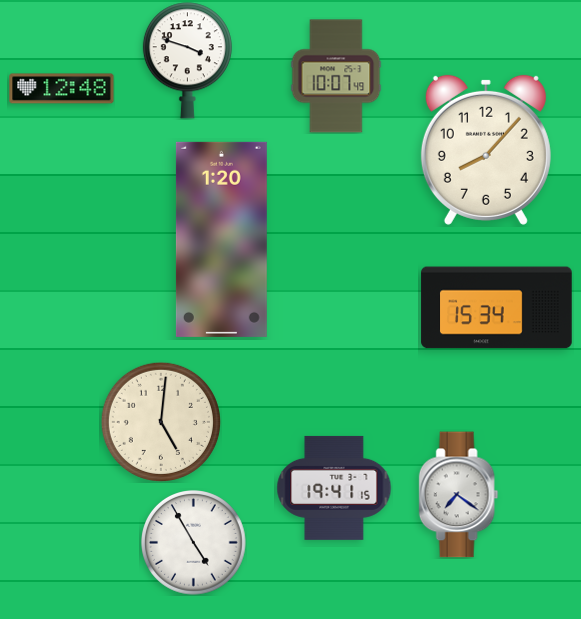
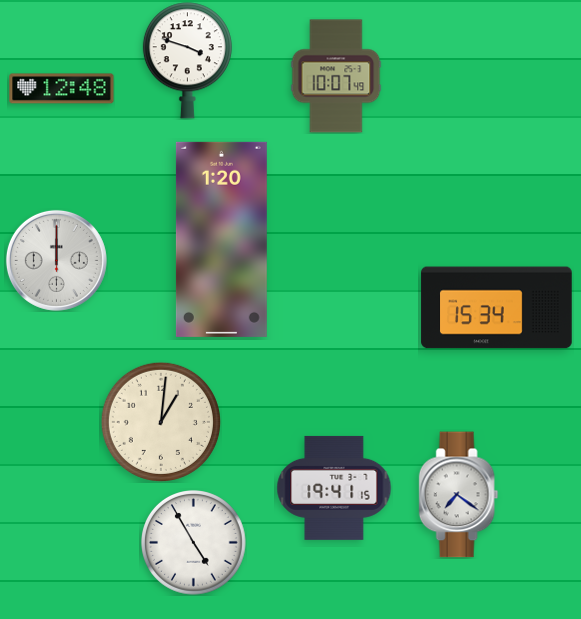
clock at (486, 150): 8:07 -> none
clock at (56, 260): none -> 12:00
clock at (161, 422): 5:01 -> 1:01
